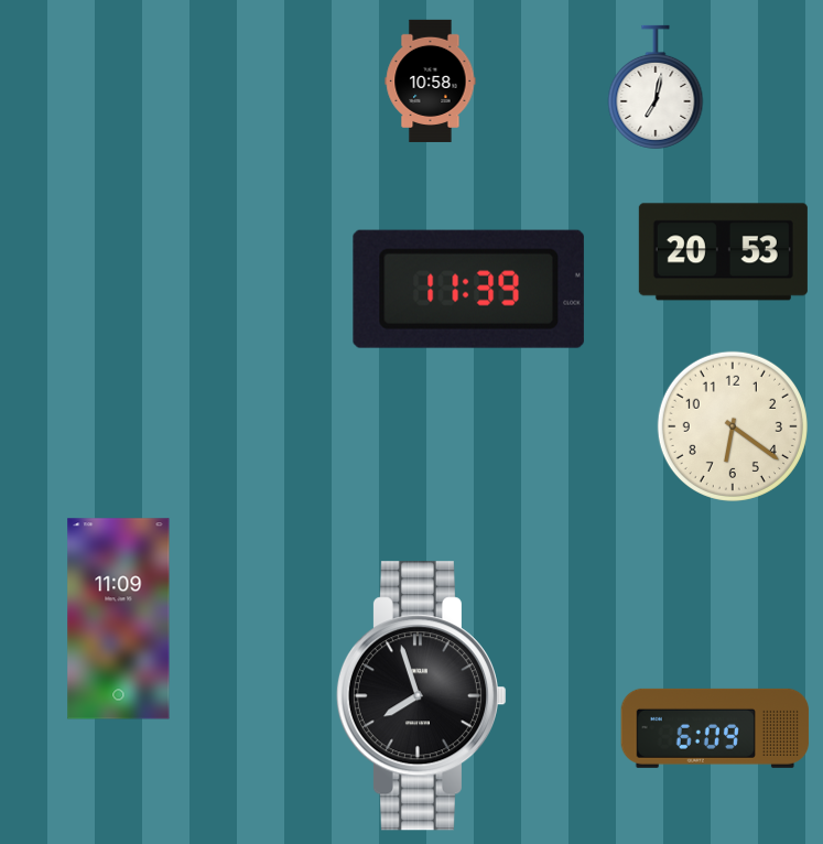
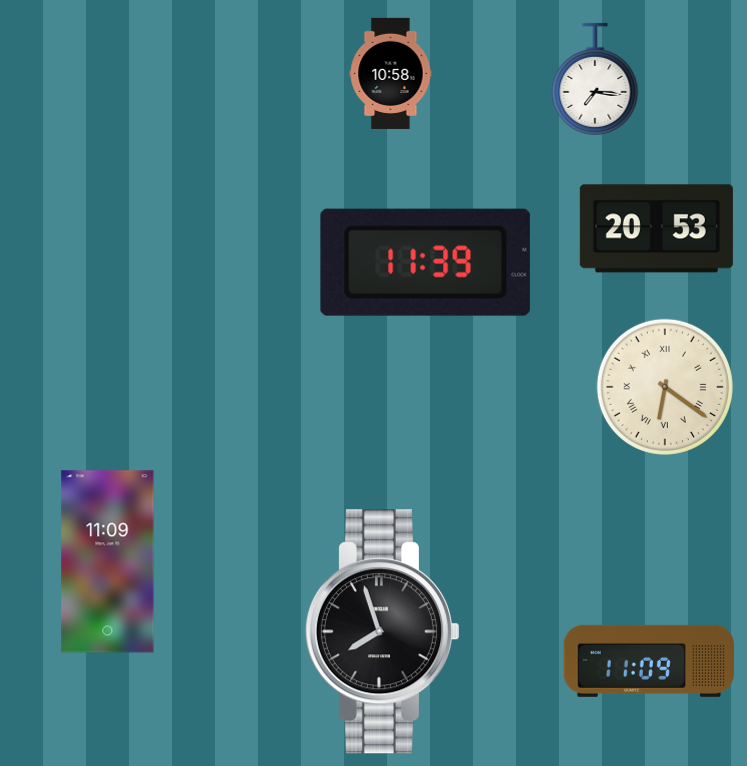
clock at (656, 87): 7:02 -> 7:16
clock at (733, 426) numerals: Arabic -> Roman
clock at (715, 728): 6:09 -> 11:09
